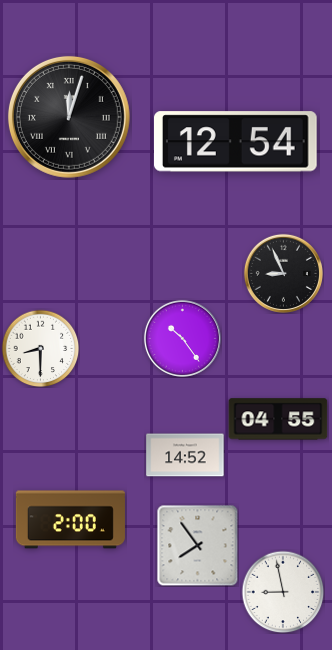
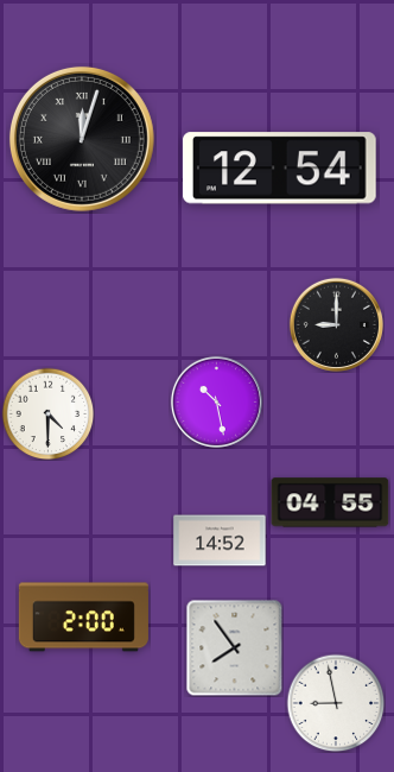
clock at (283, 273): 8:56 -> 9:00
clock at (182, 338): 10:24 -> 10:28
clock at (40, 348): 8:30 -> 4:30
clock at (278, 419) position: (278, 419) -> (330, 502)
